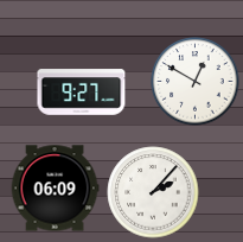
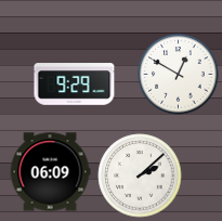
clock at (82, 93): 9:27 -> 9:29
clock at (153, 192): 2:07 -> 2:08
